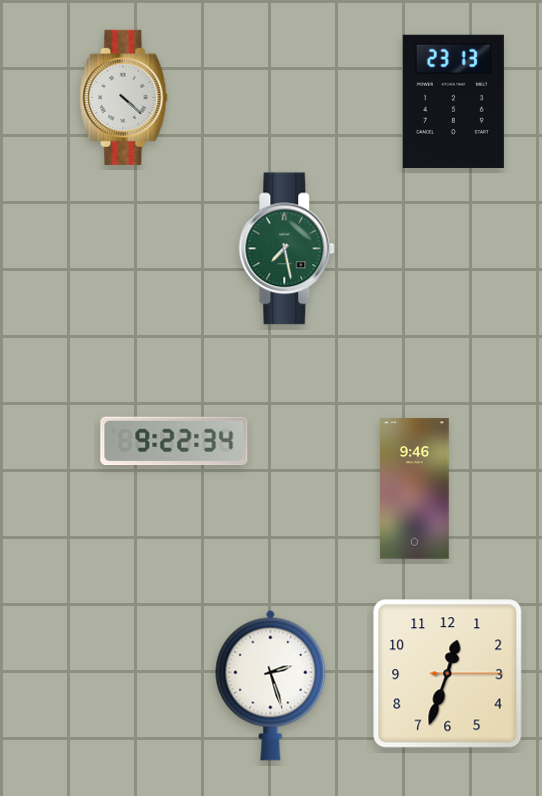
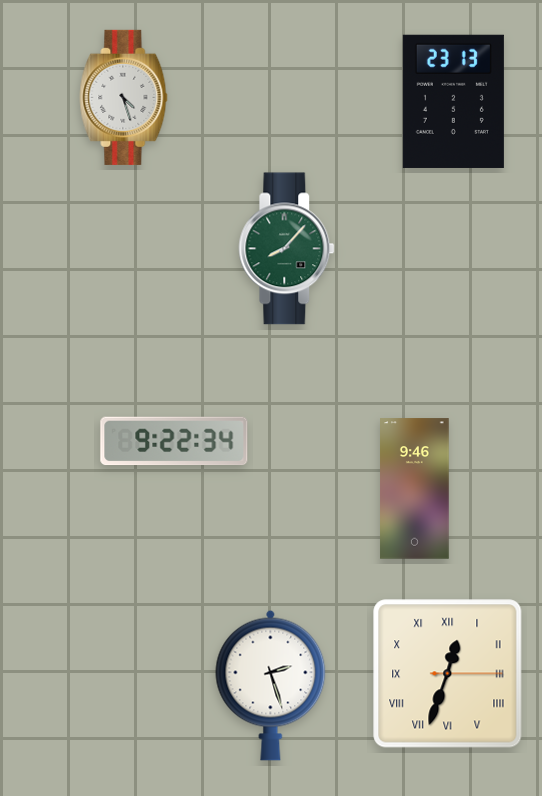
clock at (124, 97): 4:22 -> 4:27
clock at (287, 249): 7:28 -> 8:07
clock at (448, 674) numerals: Arabic -> Roman
